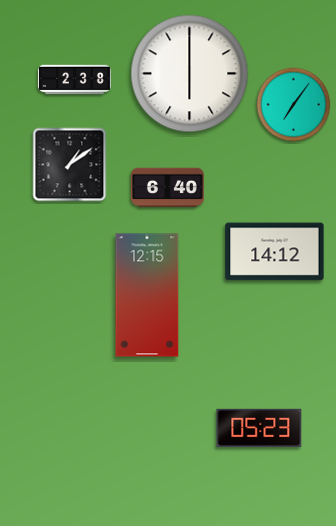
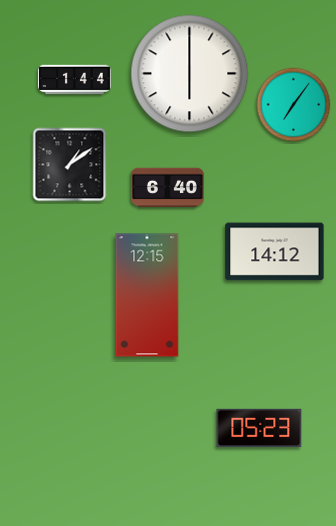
clock at (74, 80): 2:38 -> 1:44
